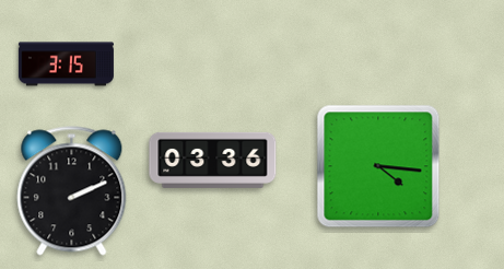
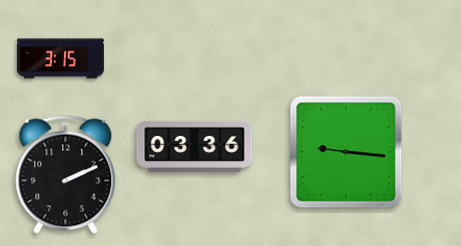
clock at (378, 166): 4:16 -> 9:16
